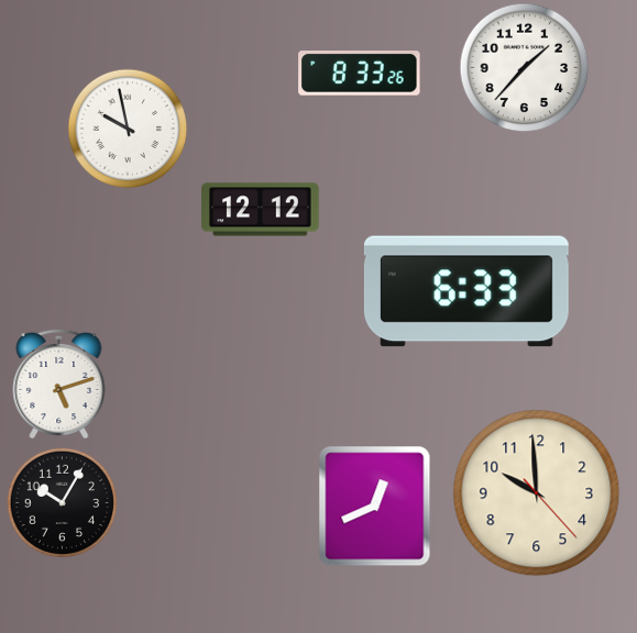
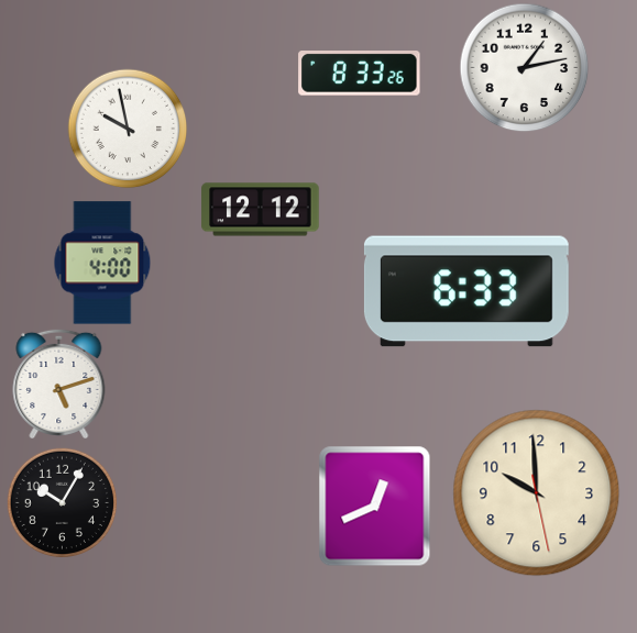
clock at (525, 68): 1:37 -> 1:13
clock at (102, 263): none -> 4:00
clock at (537, 493): 9:59:23 -> 9:59:28
